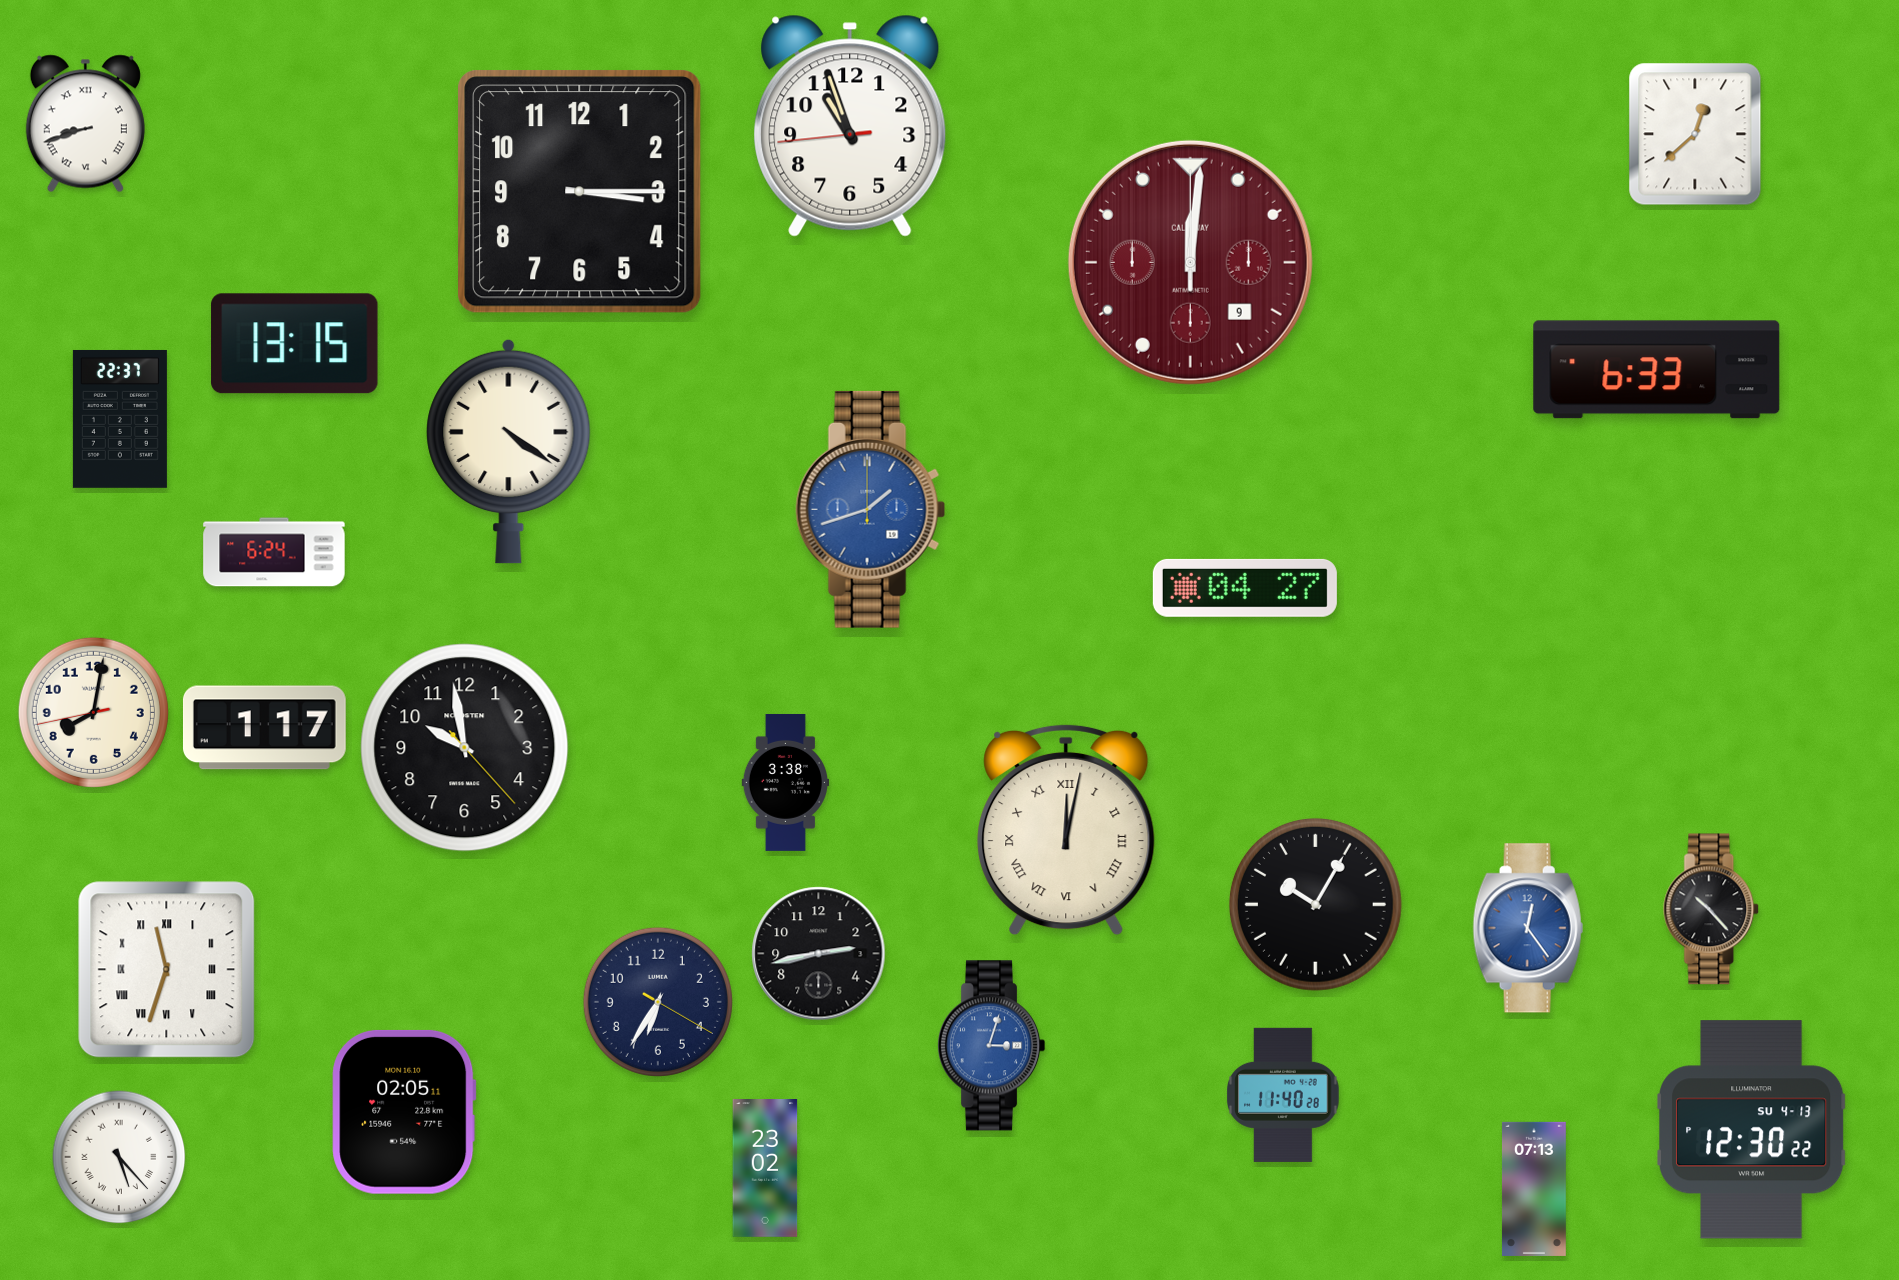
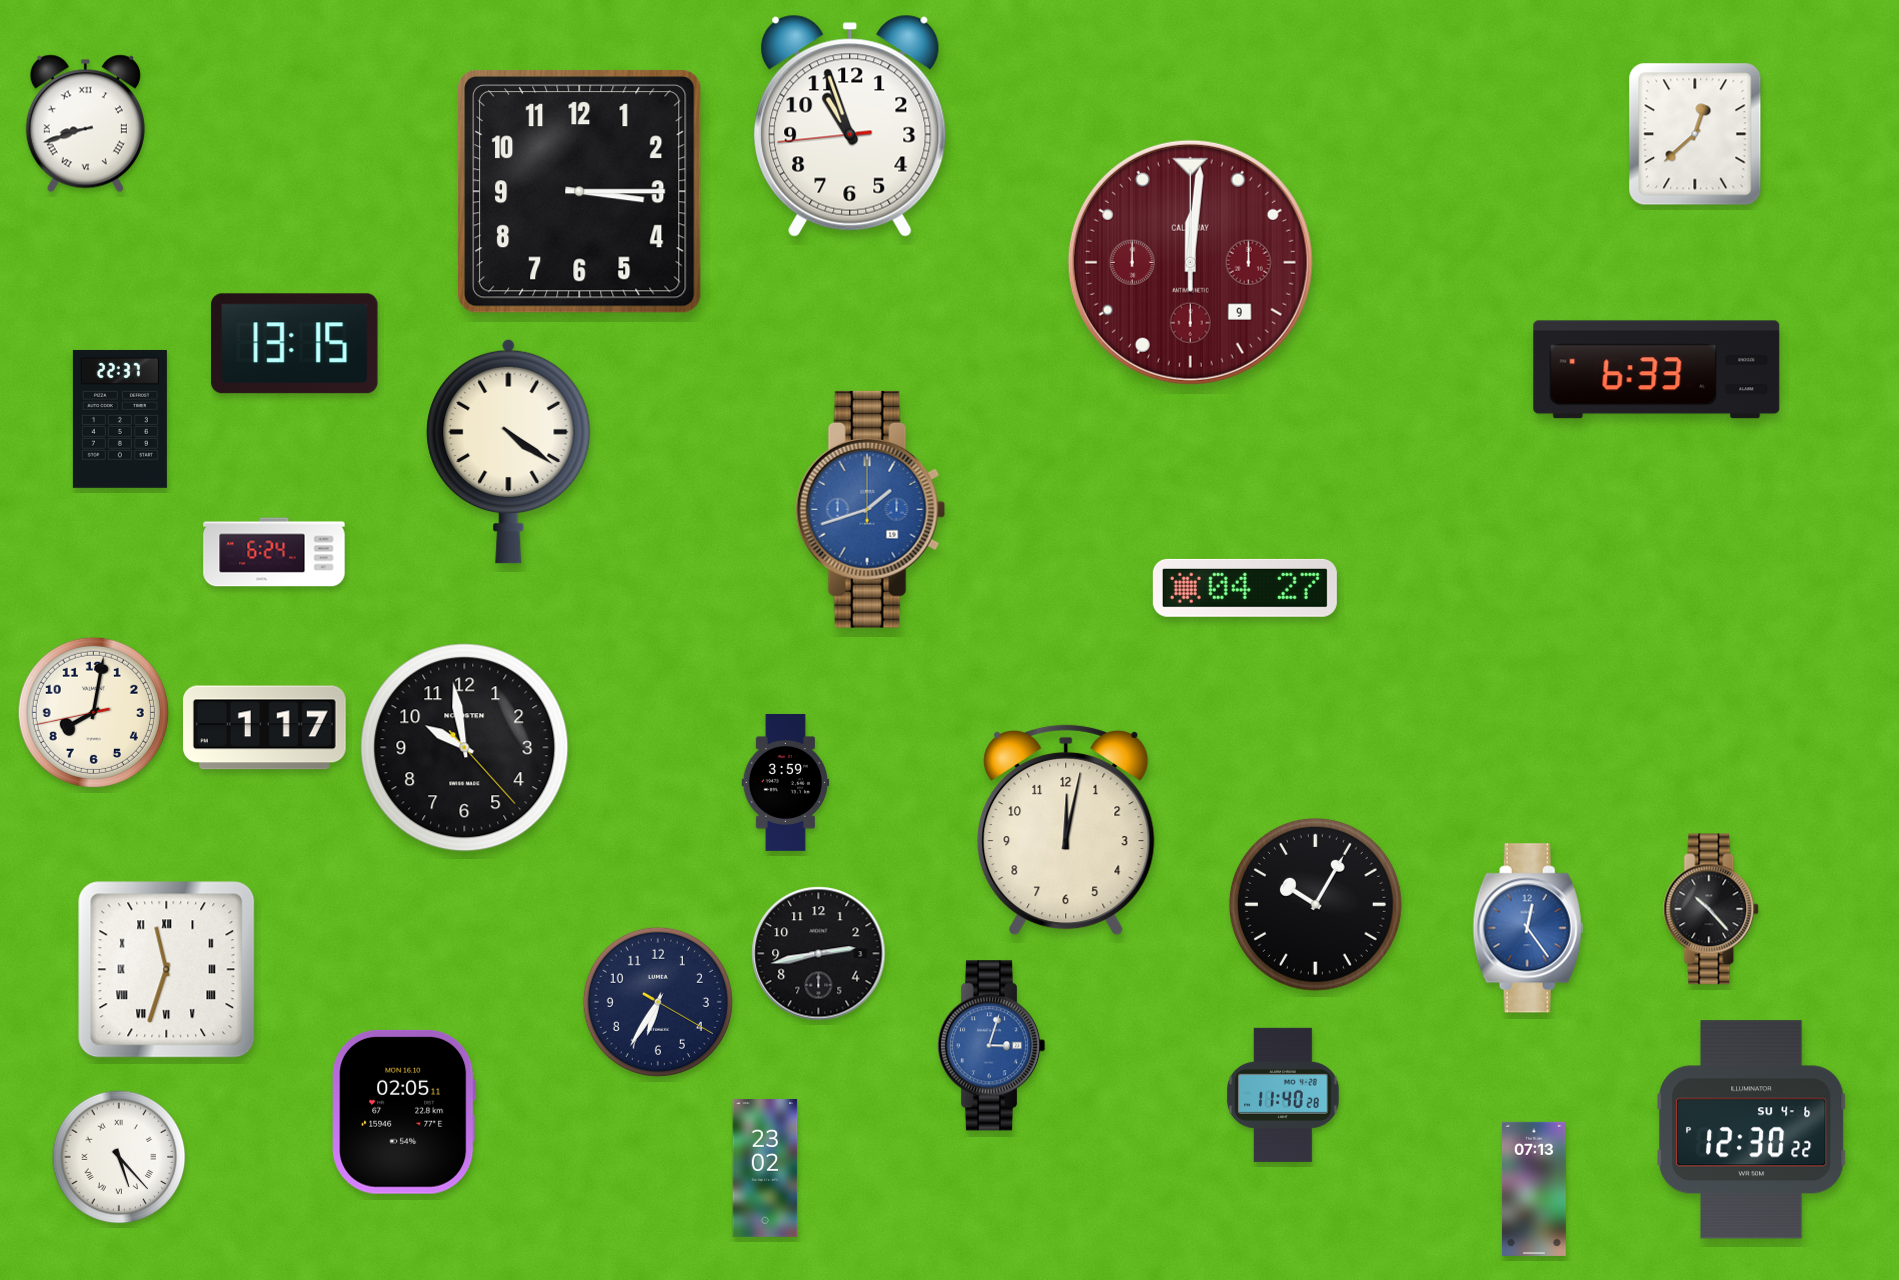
clock at (786, 782): 3:38 -> 3:59
clock at (1066, 830) numerals: Roman -> Arabic
clock at (1752, 1130) date: SU 4-13 -> SU 4-6
